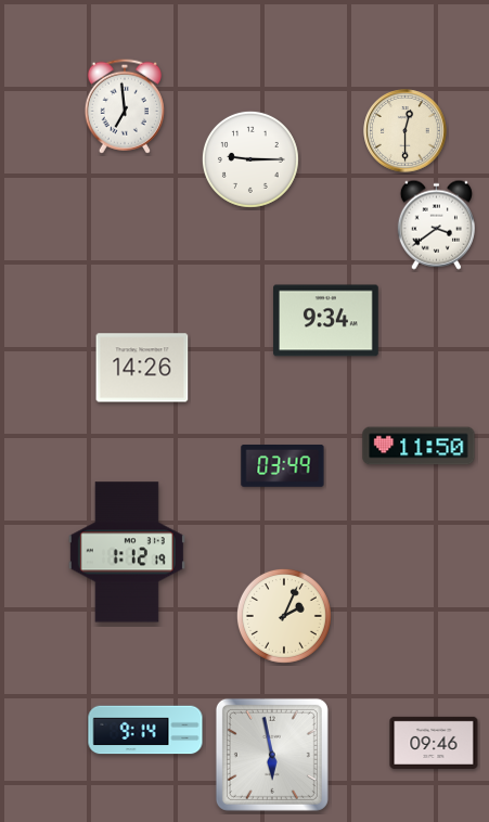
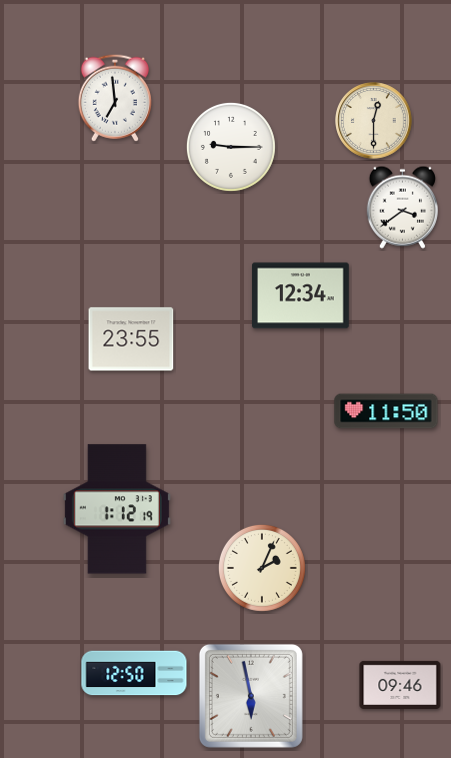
clock at (326, 321): 9:34 -> 12:34
clock at (142, 368): 14:26 -> 23:55
clock at (283, 466): 03:49 -> none
clock at (145, 730): 9:14 -> 12:50
